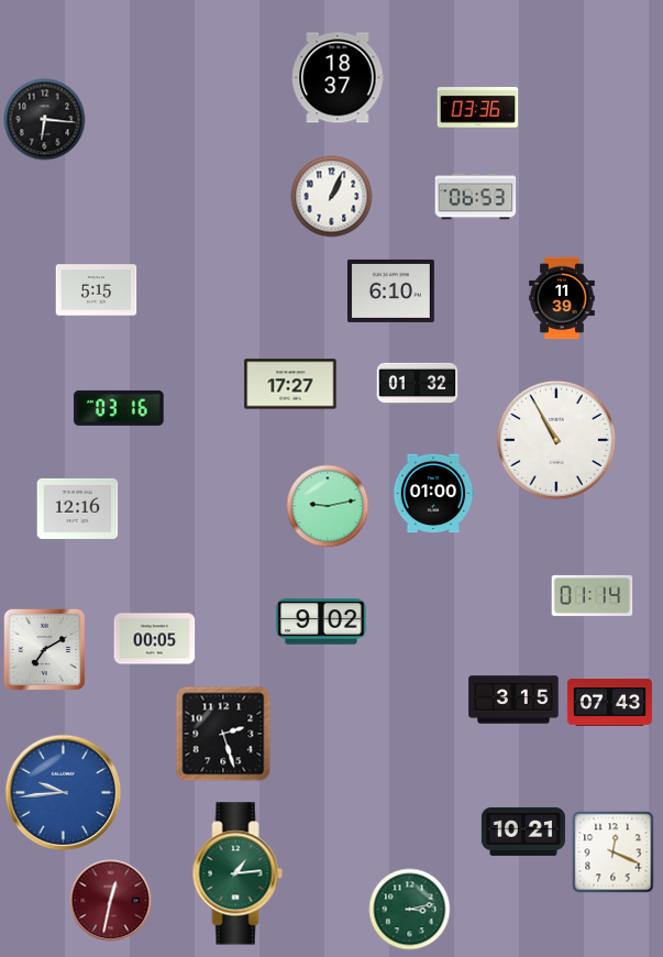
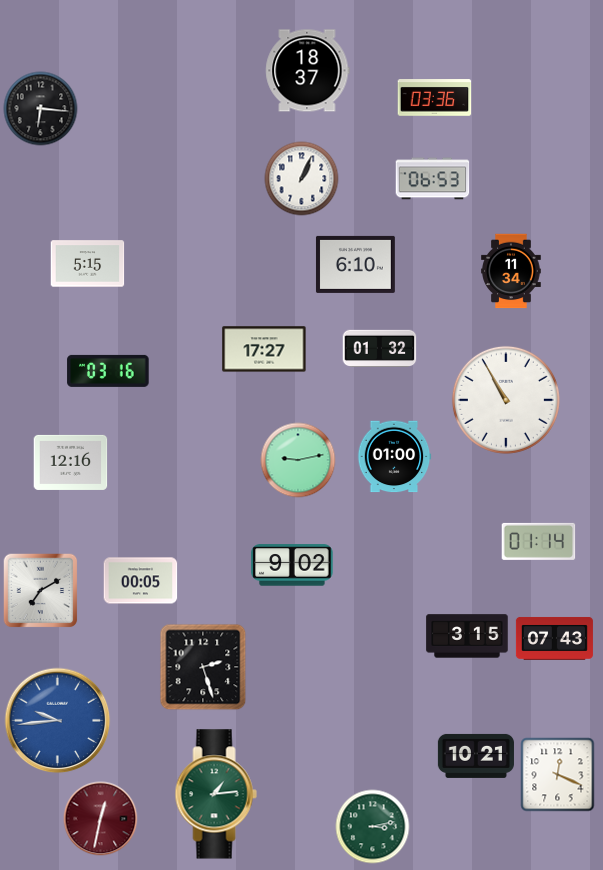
clock at (562, 298): 11:39 -> 11:34
clock at (433, 494) position: (433, 494) -> (394, 457)
